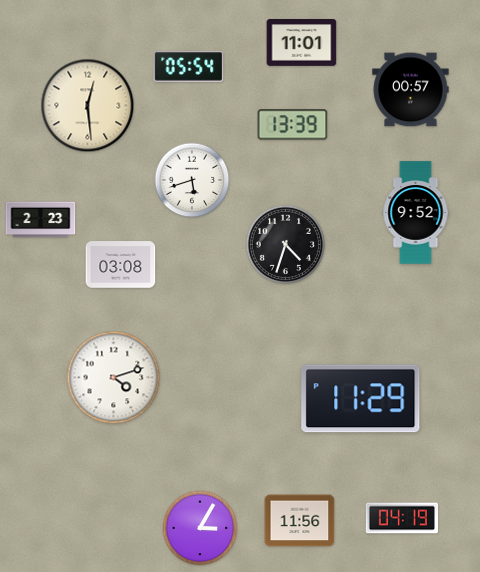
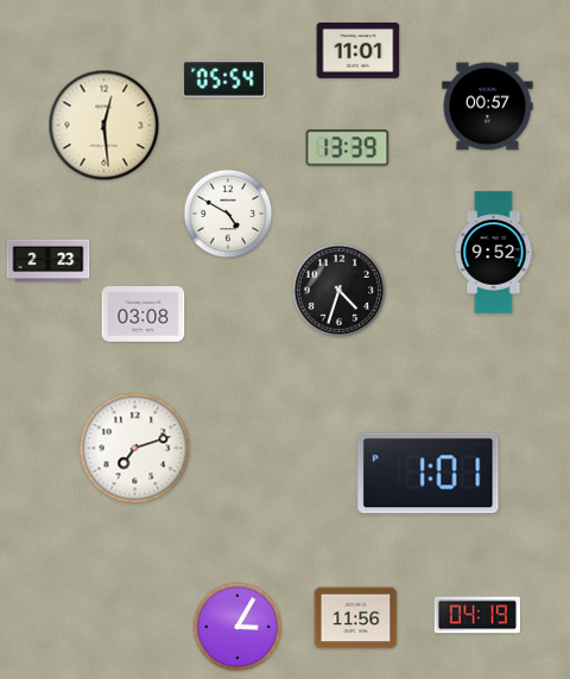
clock at (192, 180): 5:42 -> 4:50
clock at (114, 378): 4:12 -> 7:12
clock at (361, 399): 11:29 -> 1:01
